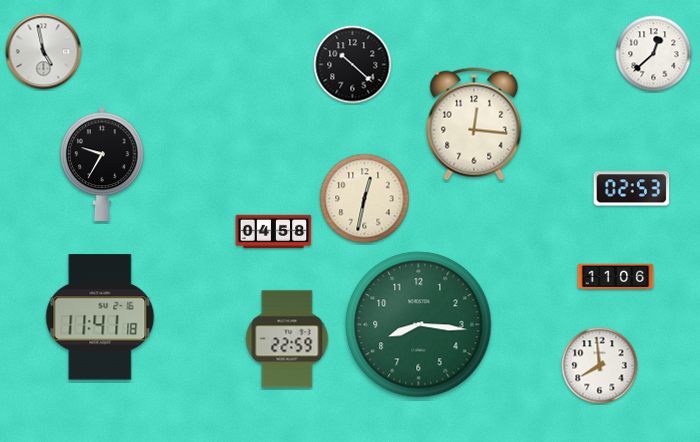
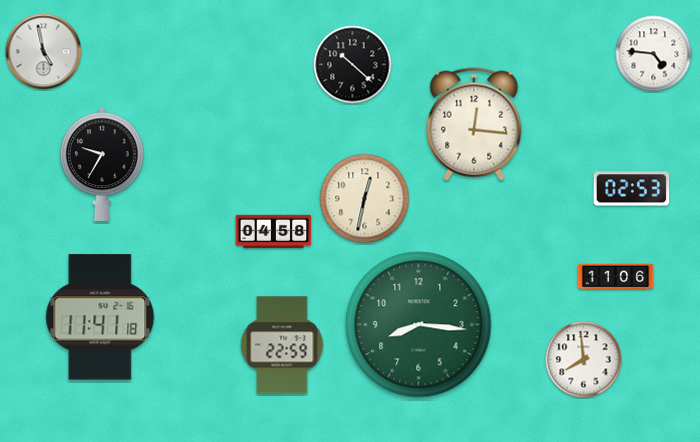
clock at (654, 54): 12:38 -> 4:46
clock at (287, 339) position: (287, 339) -> (282, 345)
clock at (600, 366) position: (600, 366) -> (584, 360)
